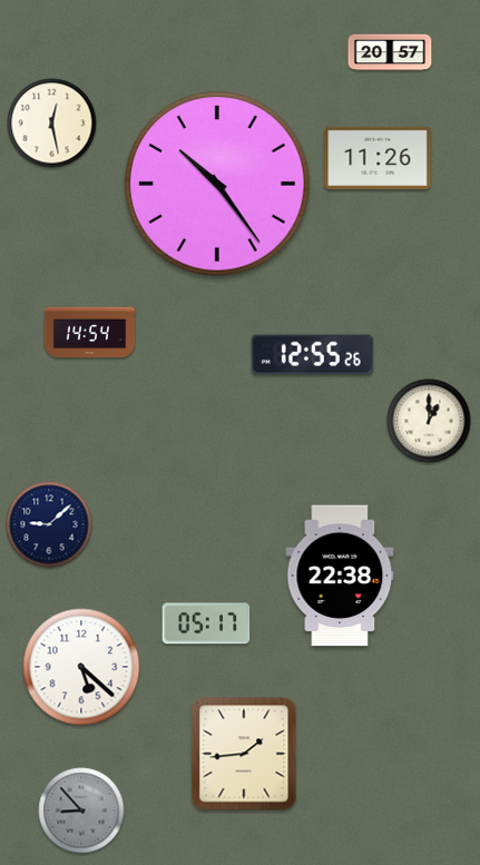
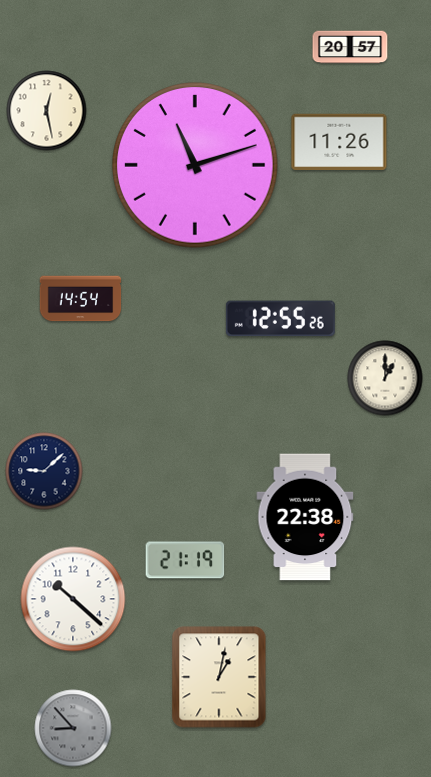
clock at (217, 184): 10:24 -> 11:12
clock at (206, 623): 05:17 -> 21:19
clock at (81, 667): 5:22 -> 10:22
clock at (244, 754): 1:44 -> 1:02
